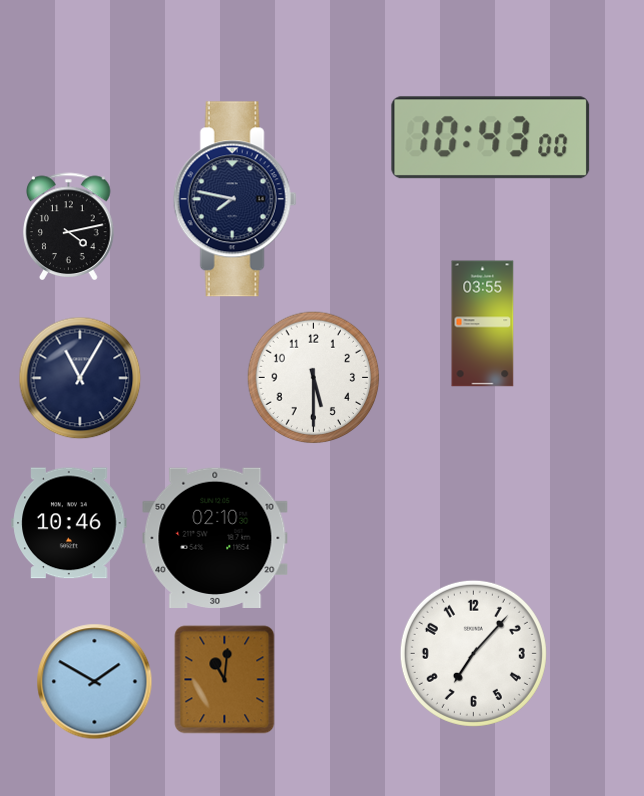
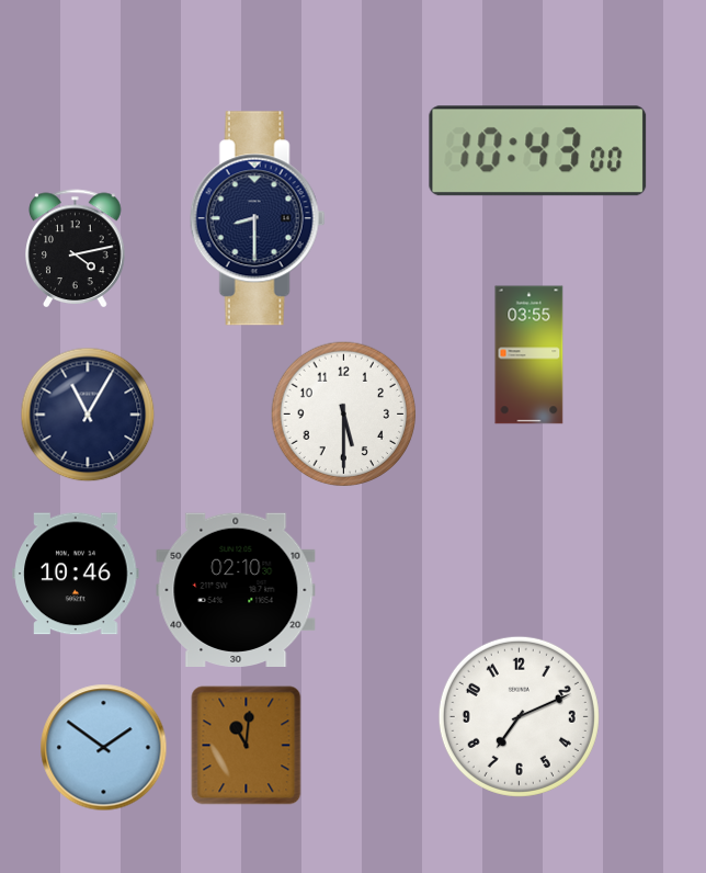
clock at (235, 199): 7:47 -> 8:30
clock at (473, 653): 7:07 -> 7:11
clock at (95, 682): 1:50 -> 1:51
